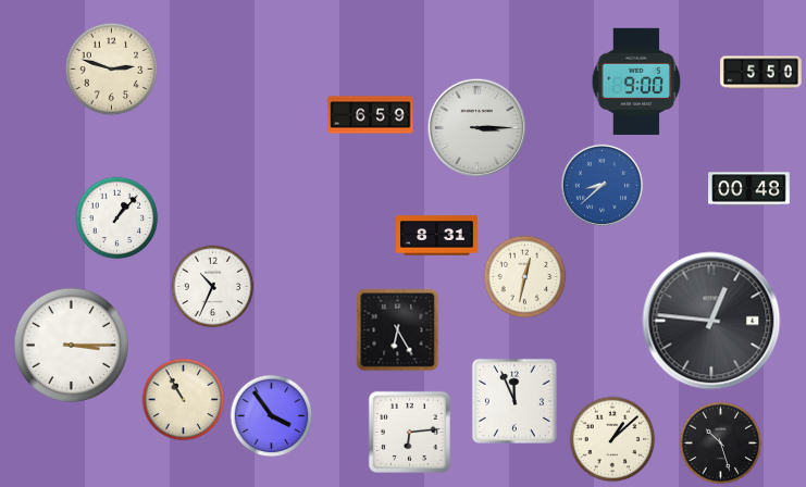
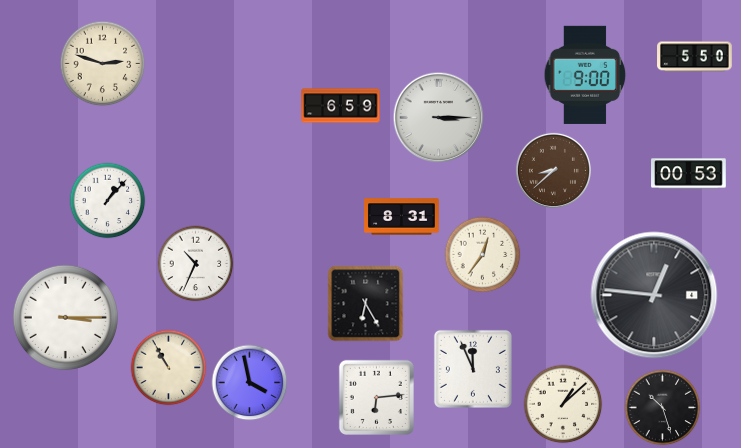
clock at (761, 73) position: (761, 73) -> (695, 57)
clock at (602, 185) dial: blue -> brown
clock at (749, 189): 00:48 -> 00:53
clock at (525, 277): 12:32 -> 12:36
clock at (272, 416): 3:54 -> 3:58
